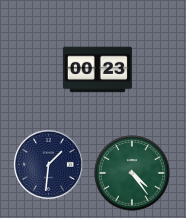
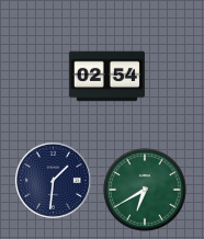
clock at (97, 70): 00:23 -> 02:54
clock at (132, 173): 4:24 -> 6:40
